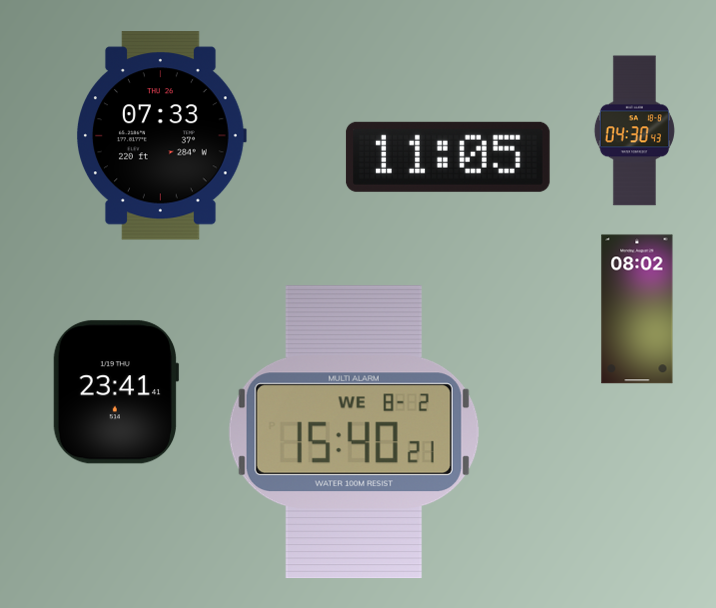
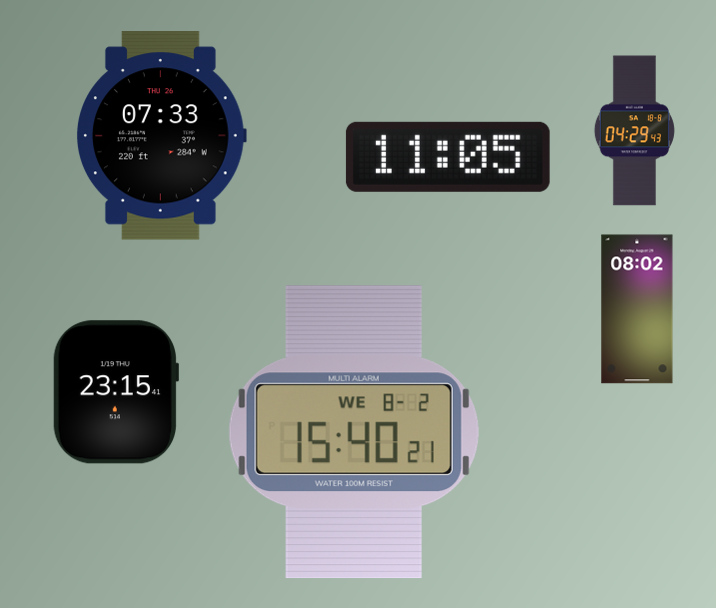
clock at (634, 131): 04:30 -> 04:29
clock at (115, 392): 23:41 -> 23:15
